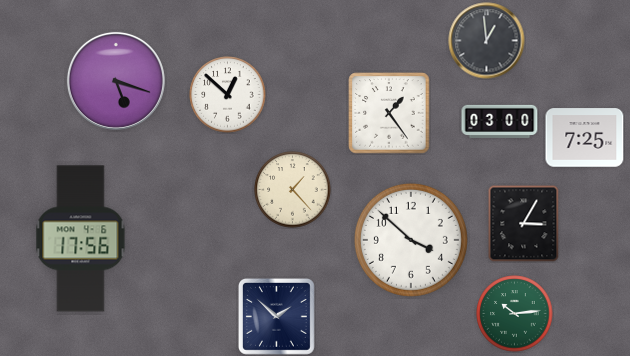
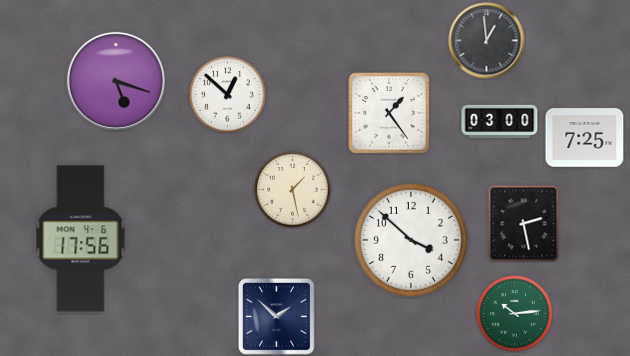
clock at (293, 190): 1:23 -> 1:28
clock at (524, 223): 3:05 -> 2:28
